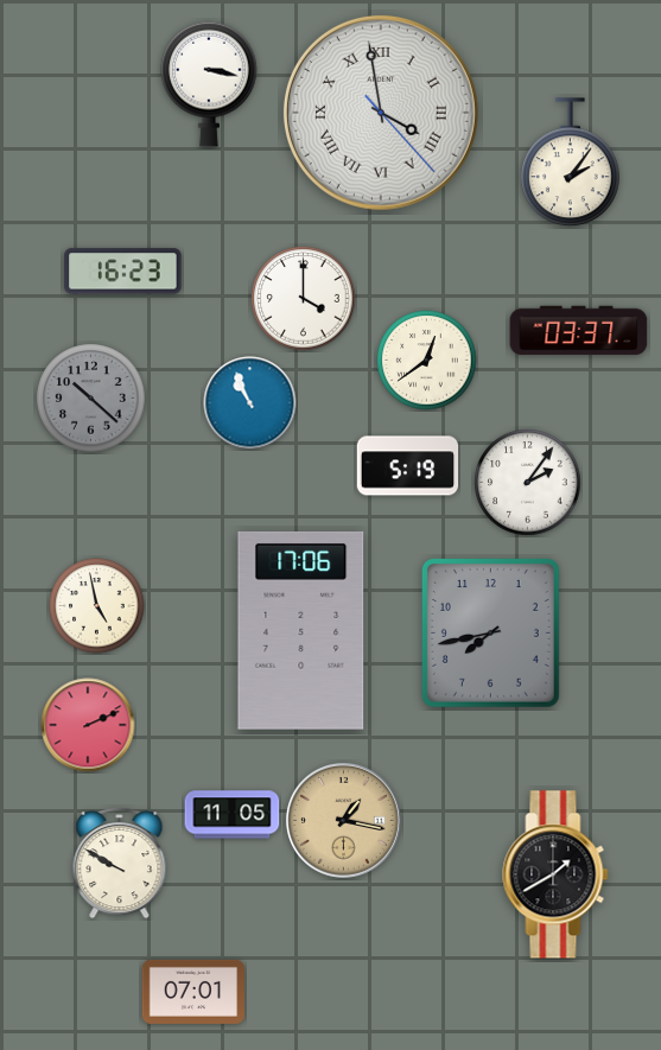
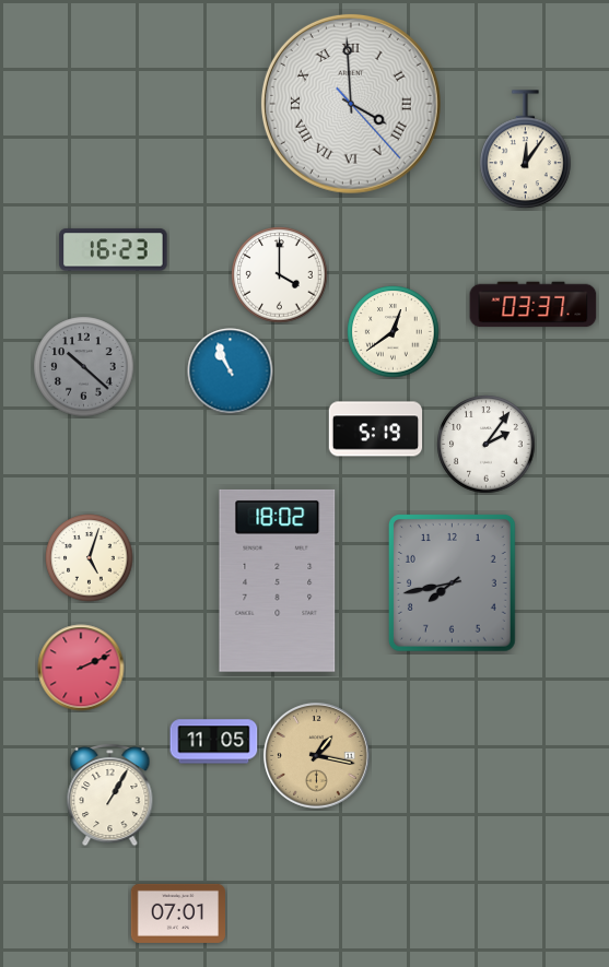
clock at (210, 84): 3:17 -> none
clock at (381, 113): 3:58 -> 3:59
clock at (571, 163): 2:06 -> 12:06
clock at (97, 606): 4:58 -> 5:03
clock at (301, 630): 17:06 -> 18:02
clock at (233, 815) position: (233, 815) -> (214, 742)
clock at (120, 863): 9:50 -> 1:05
clock at (555, 874): 1:40 -> none
